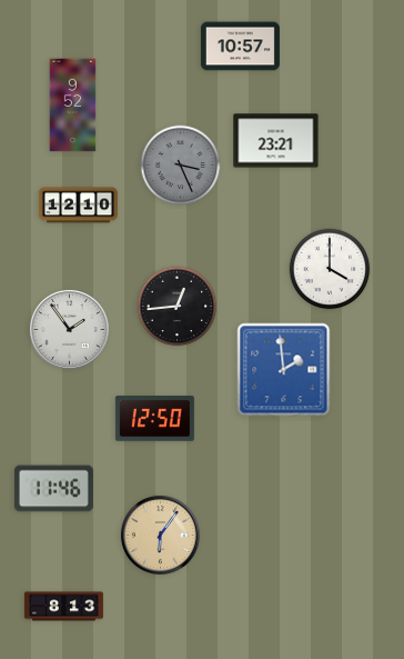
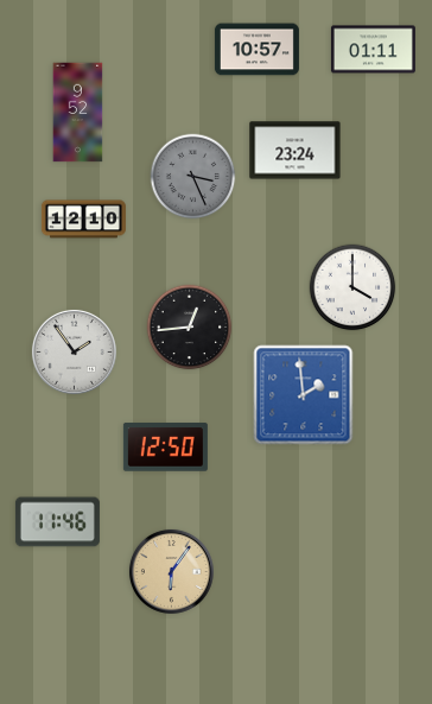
clock at (373, 50): none -> 01:11
clock at (276, 141): 23:21 -> 23:24
clock at (63, 607): 8:13 -> none
